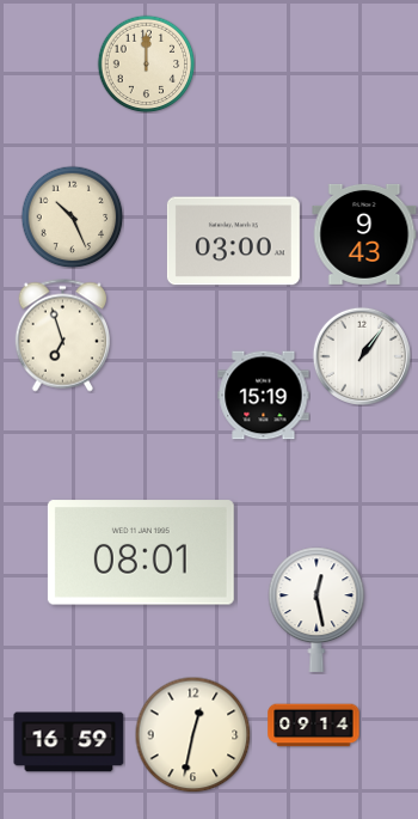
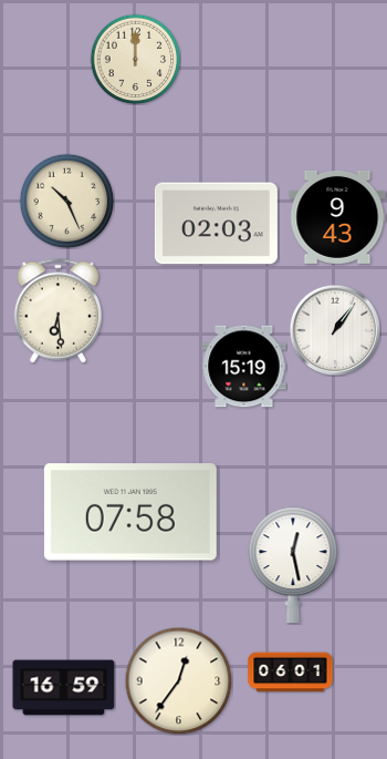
clock at (233, 242): 03:00 -> 02:03
clock at (62, 336): 6:57 -> 6:29
clock at (141, 552): 08:01 -> 07:58
clock at (314, 726): 09:14 -> 06:01
clock at (192, 734): 12:32 -> 12:36
